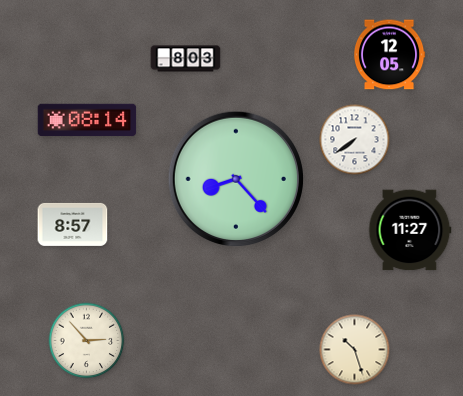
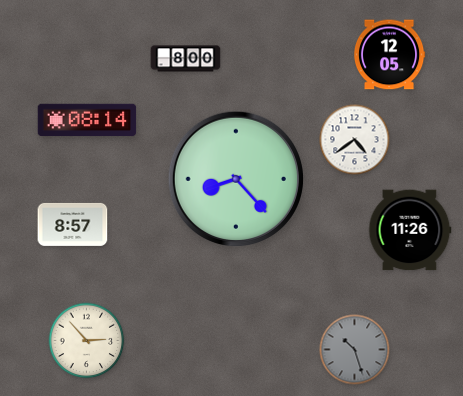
clock at (186, 59): 8:03 -> 8:00
clock at (355, 140): 7:39 -> 4:39
clock at (410, 230): 11:27 -> 11:26
clock at (355, 350) dial: cream -> grey
